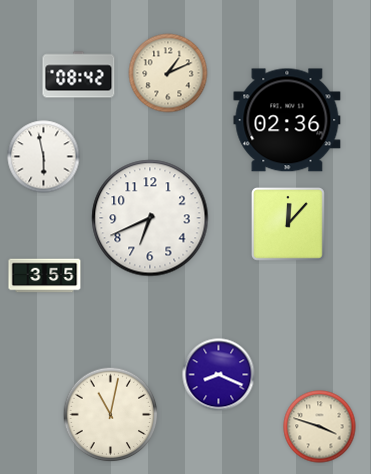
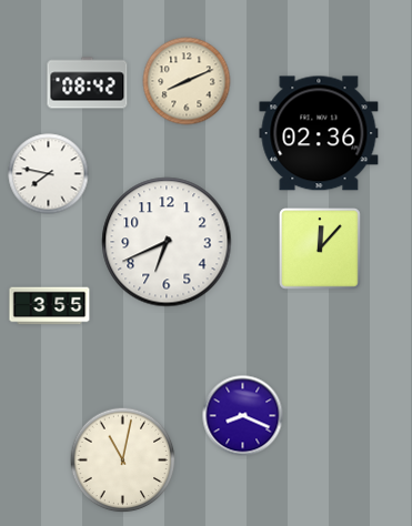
clock at (168, 73): 1:11 -> 8:11
clock at (44, 157): 5:58 -> 7:47
clock at (320, 427): 3:48 -> none
